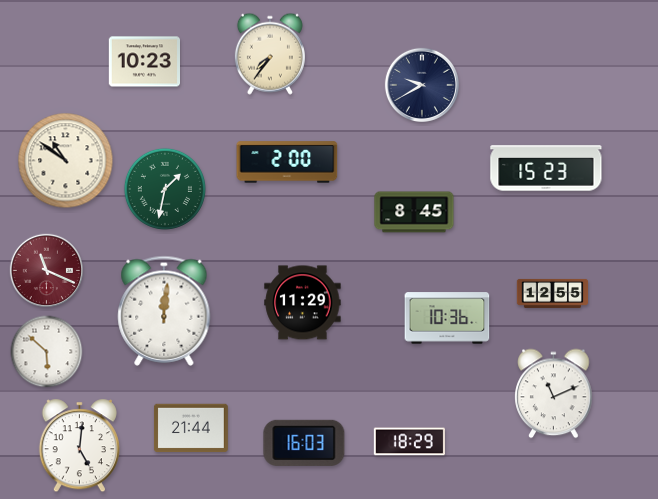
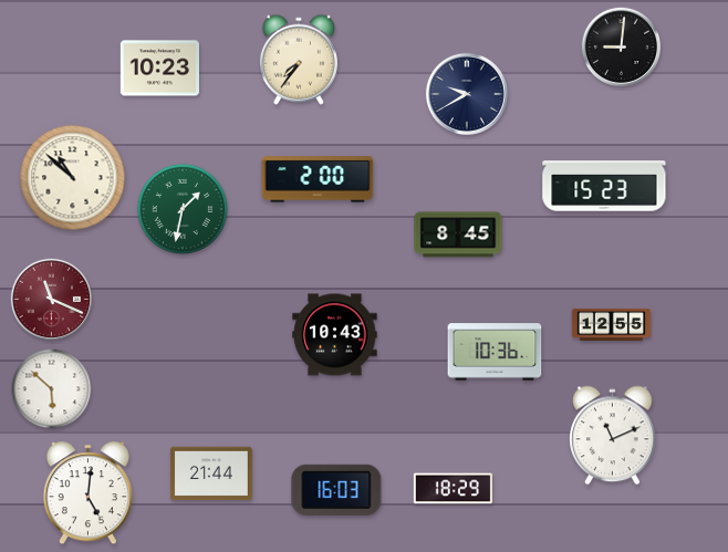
clock at (622, 48): none -> 9:01
clock at (66, 161): 10:51 -> 10:52
clock at (303, 303): 11:29 -> 10:43
clock at (164, 311): 12:01 -> none
